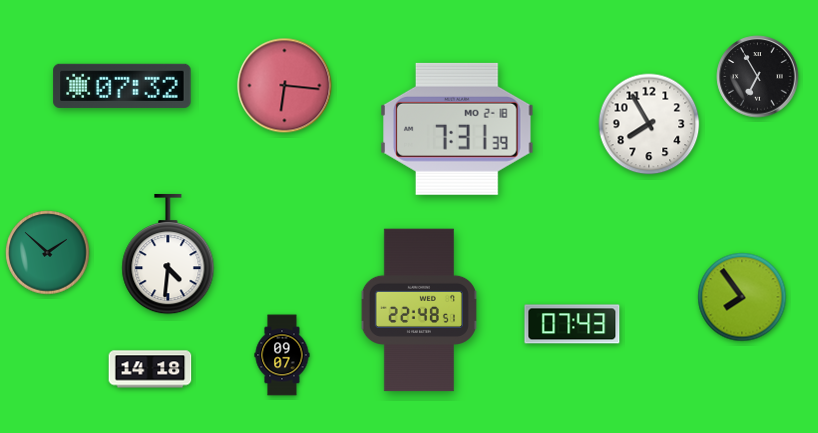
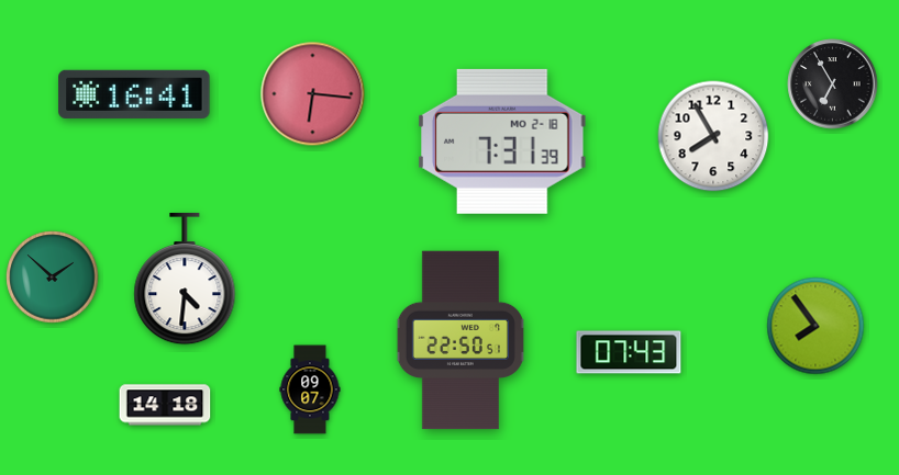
clock at (122, 86): 07:32 -> 16:41
clock at (419, 310): 22:48 -> 22:50
clock at (572, 324) position: (572, 324) -> (629, 352)
